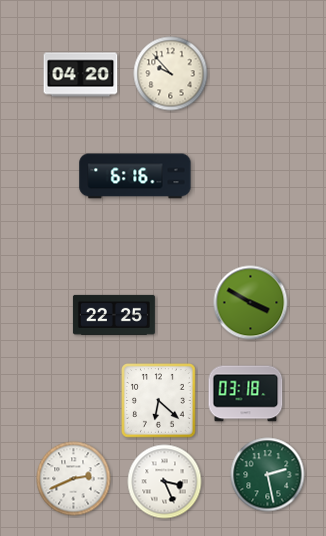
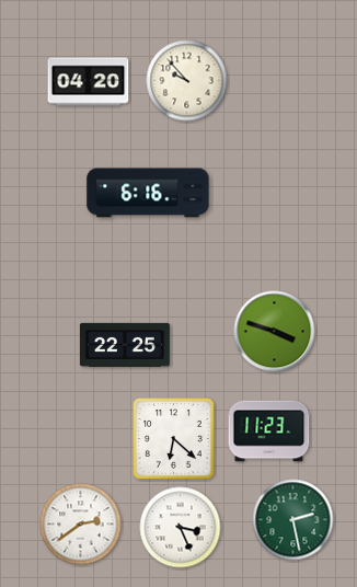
clock at (251, 303): 3:50 -> 3:48
clock at (246, 394): 03:18 -> 11:23
clock at (74, 479): 2:41 -> 2:39
